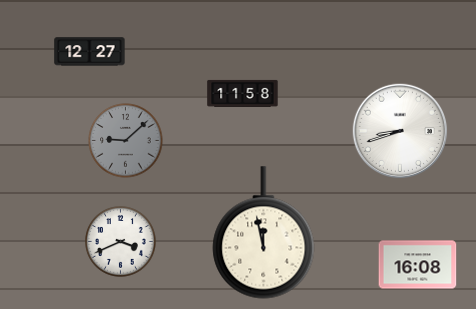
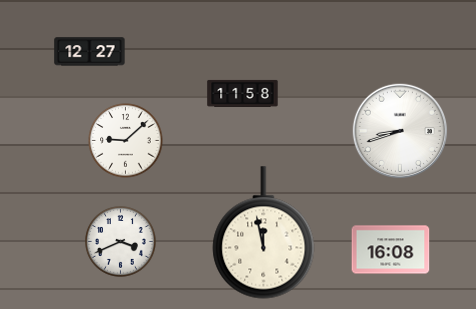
clock at (126, 141) dial: grey -> white
clock at (418, 265) position: (418, 265) -> (391, 250)
